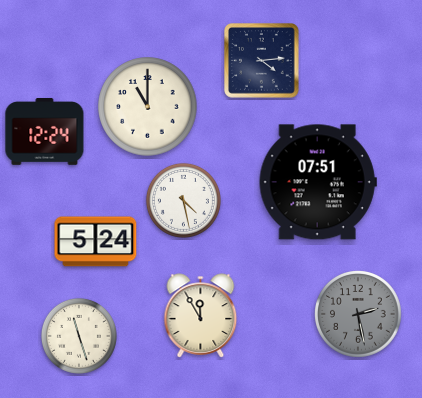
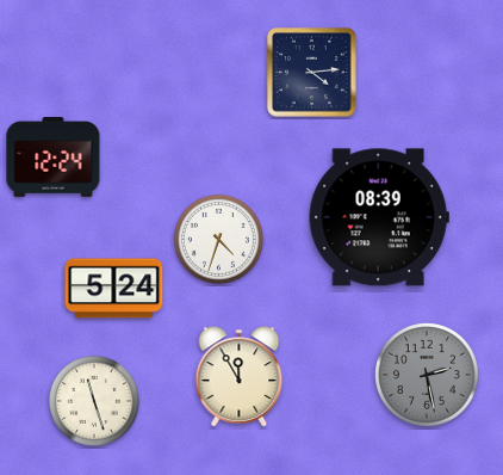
clock at (148, 107): 11:00 -> none
clock at (318, 182): 07:51 -> 08:39
clock at (183, 200): 4:28 -> 4:33
